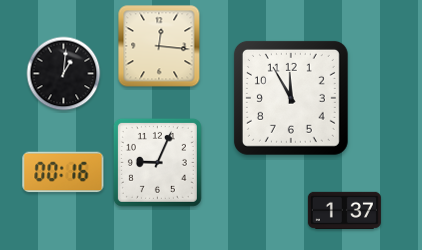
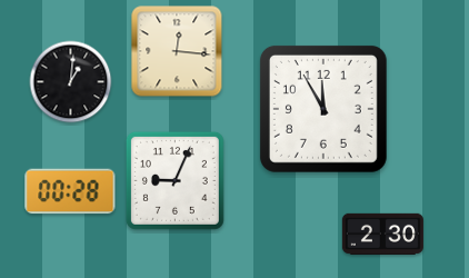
clock at (63, 172): 00:16 -> 00:28
clock at (344, 210): 1:37 -> 2:30
